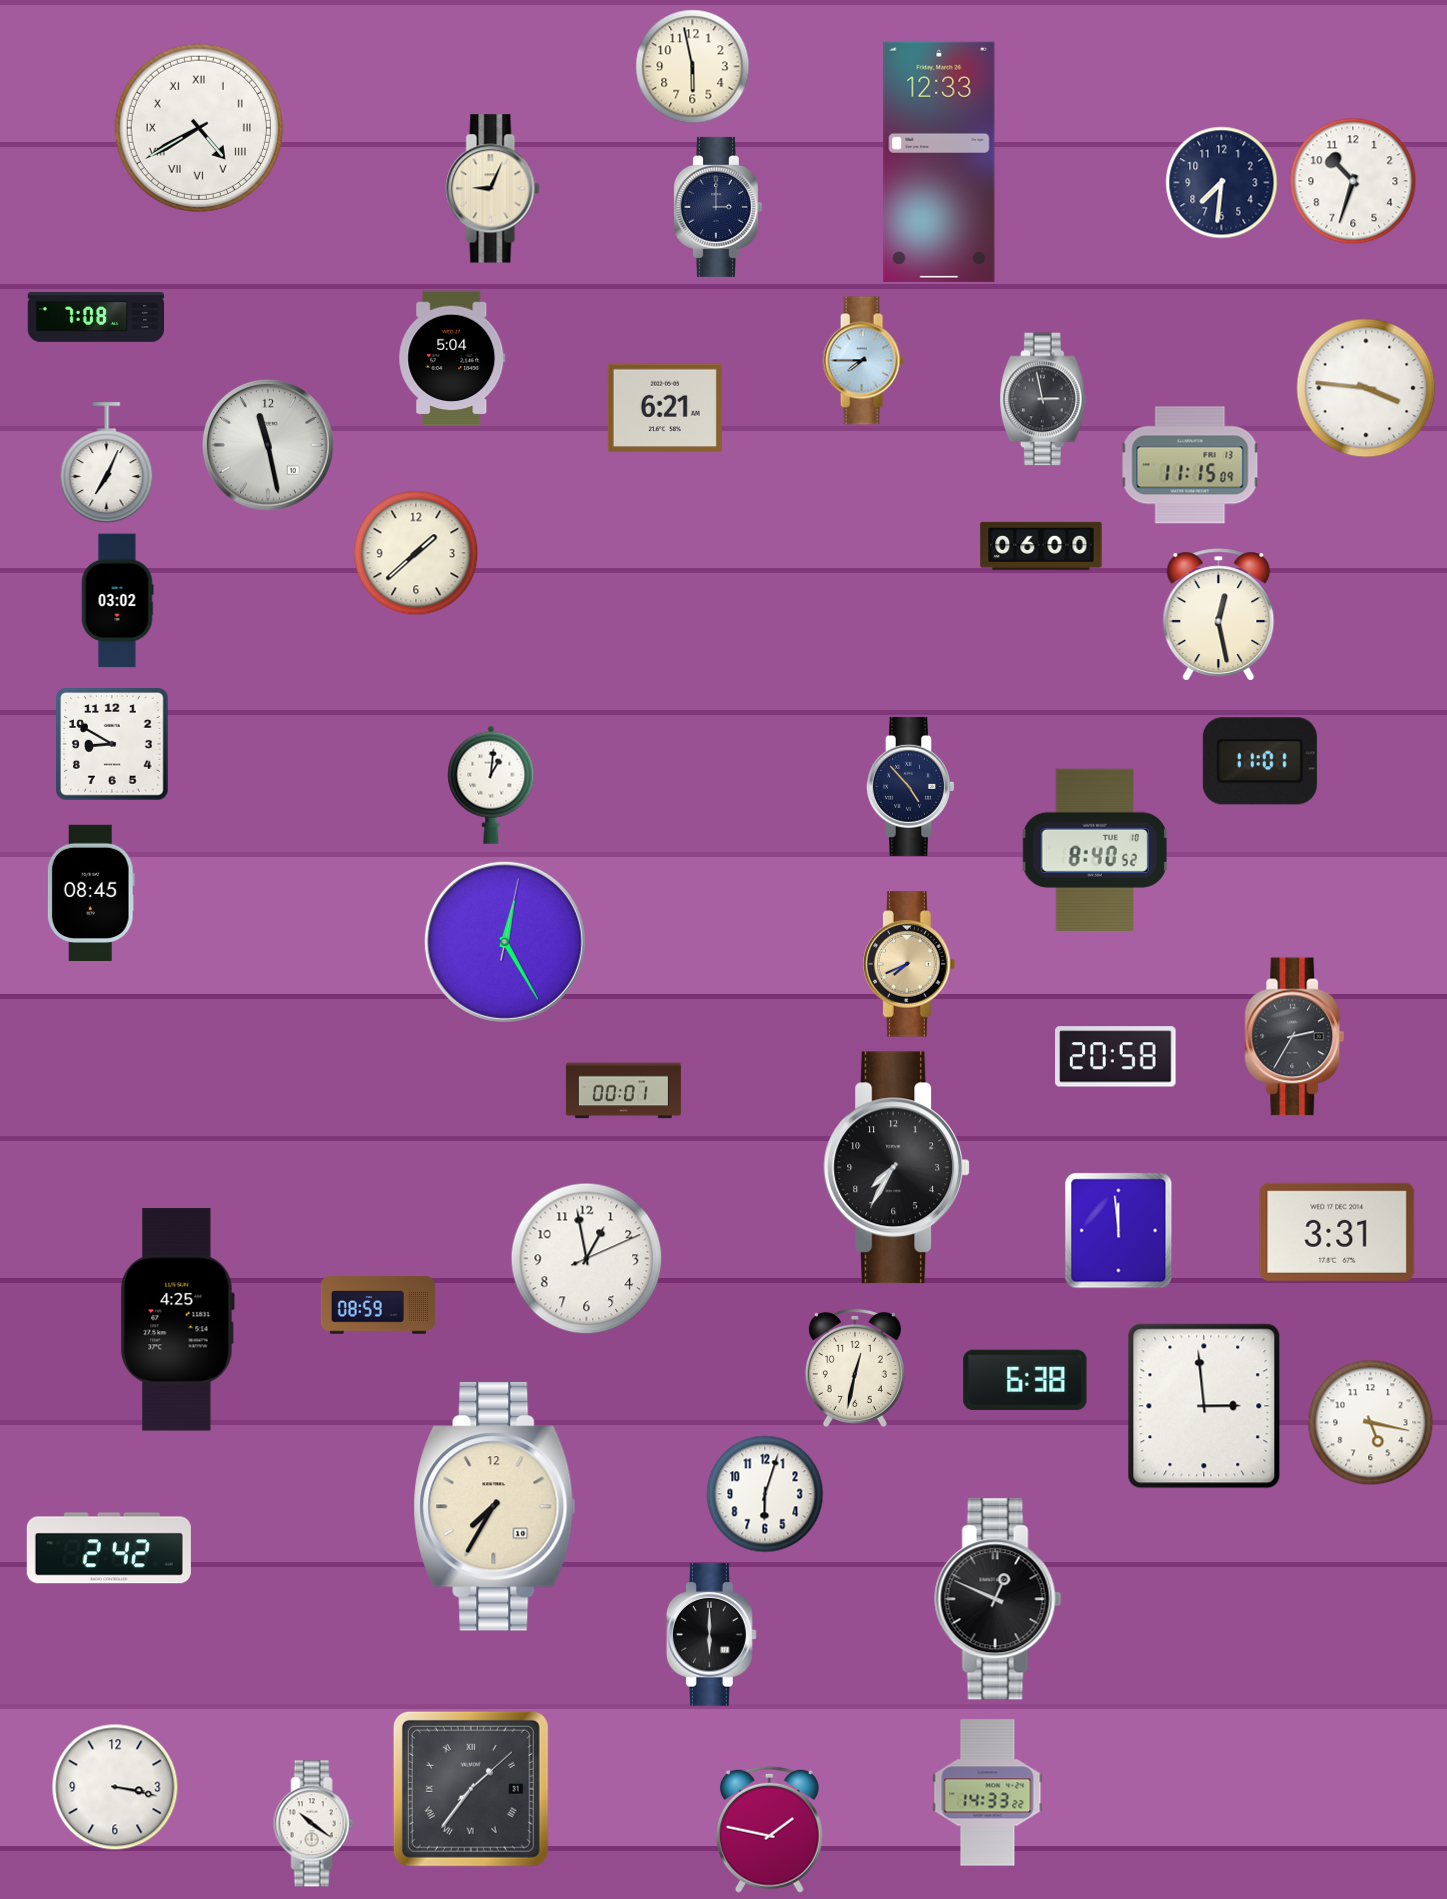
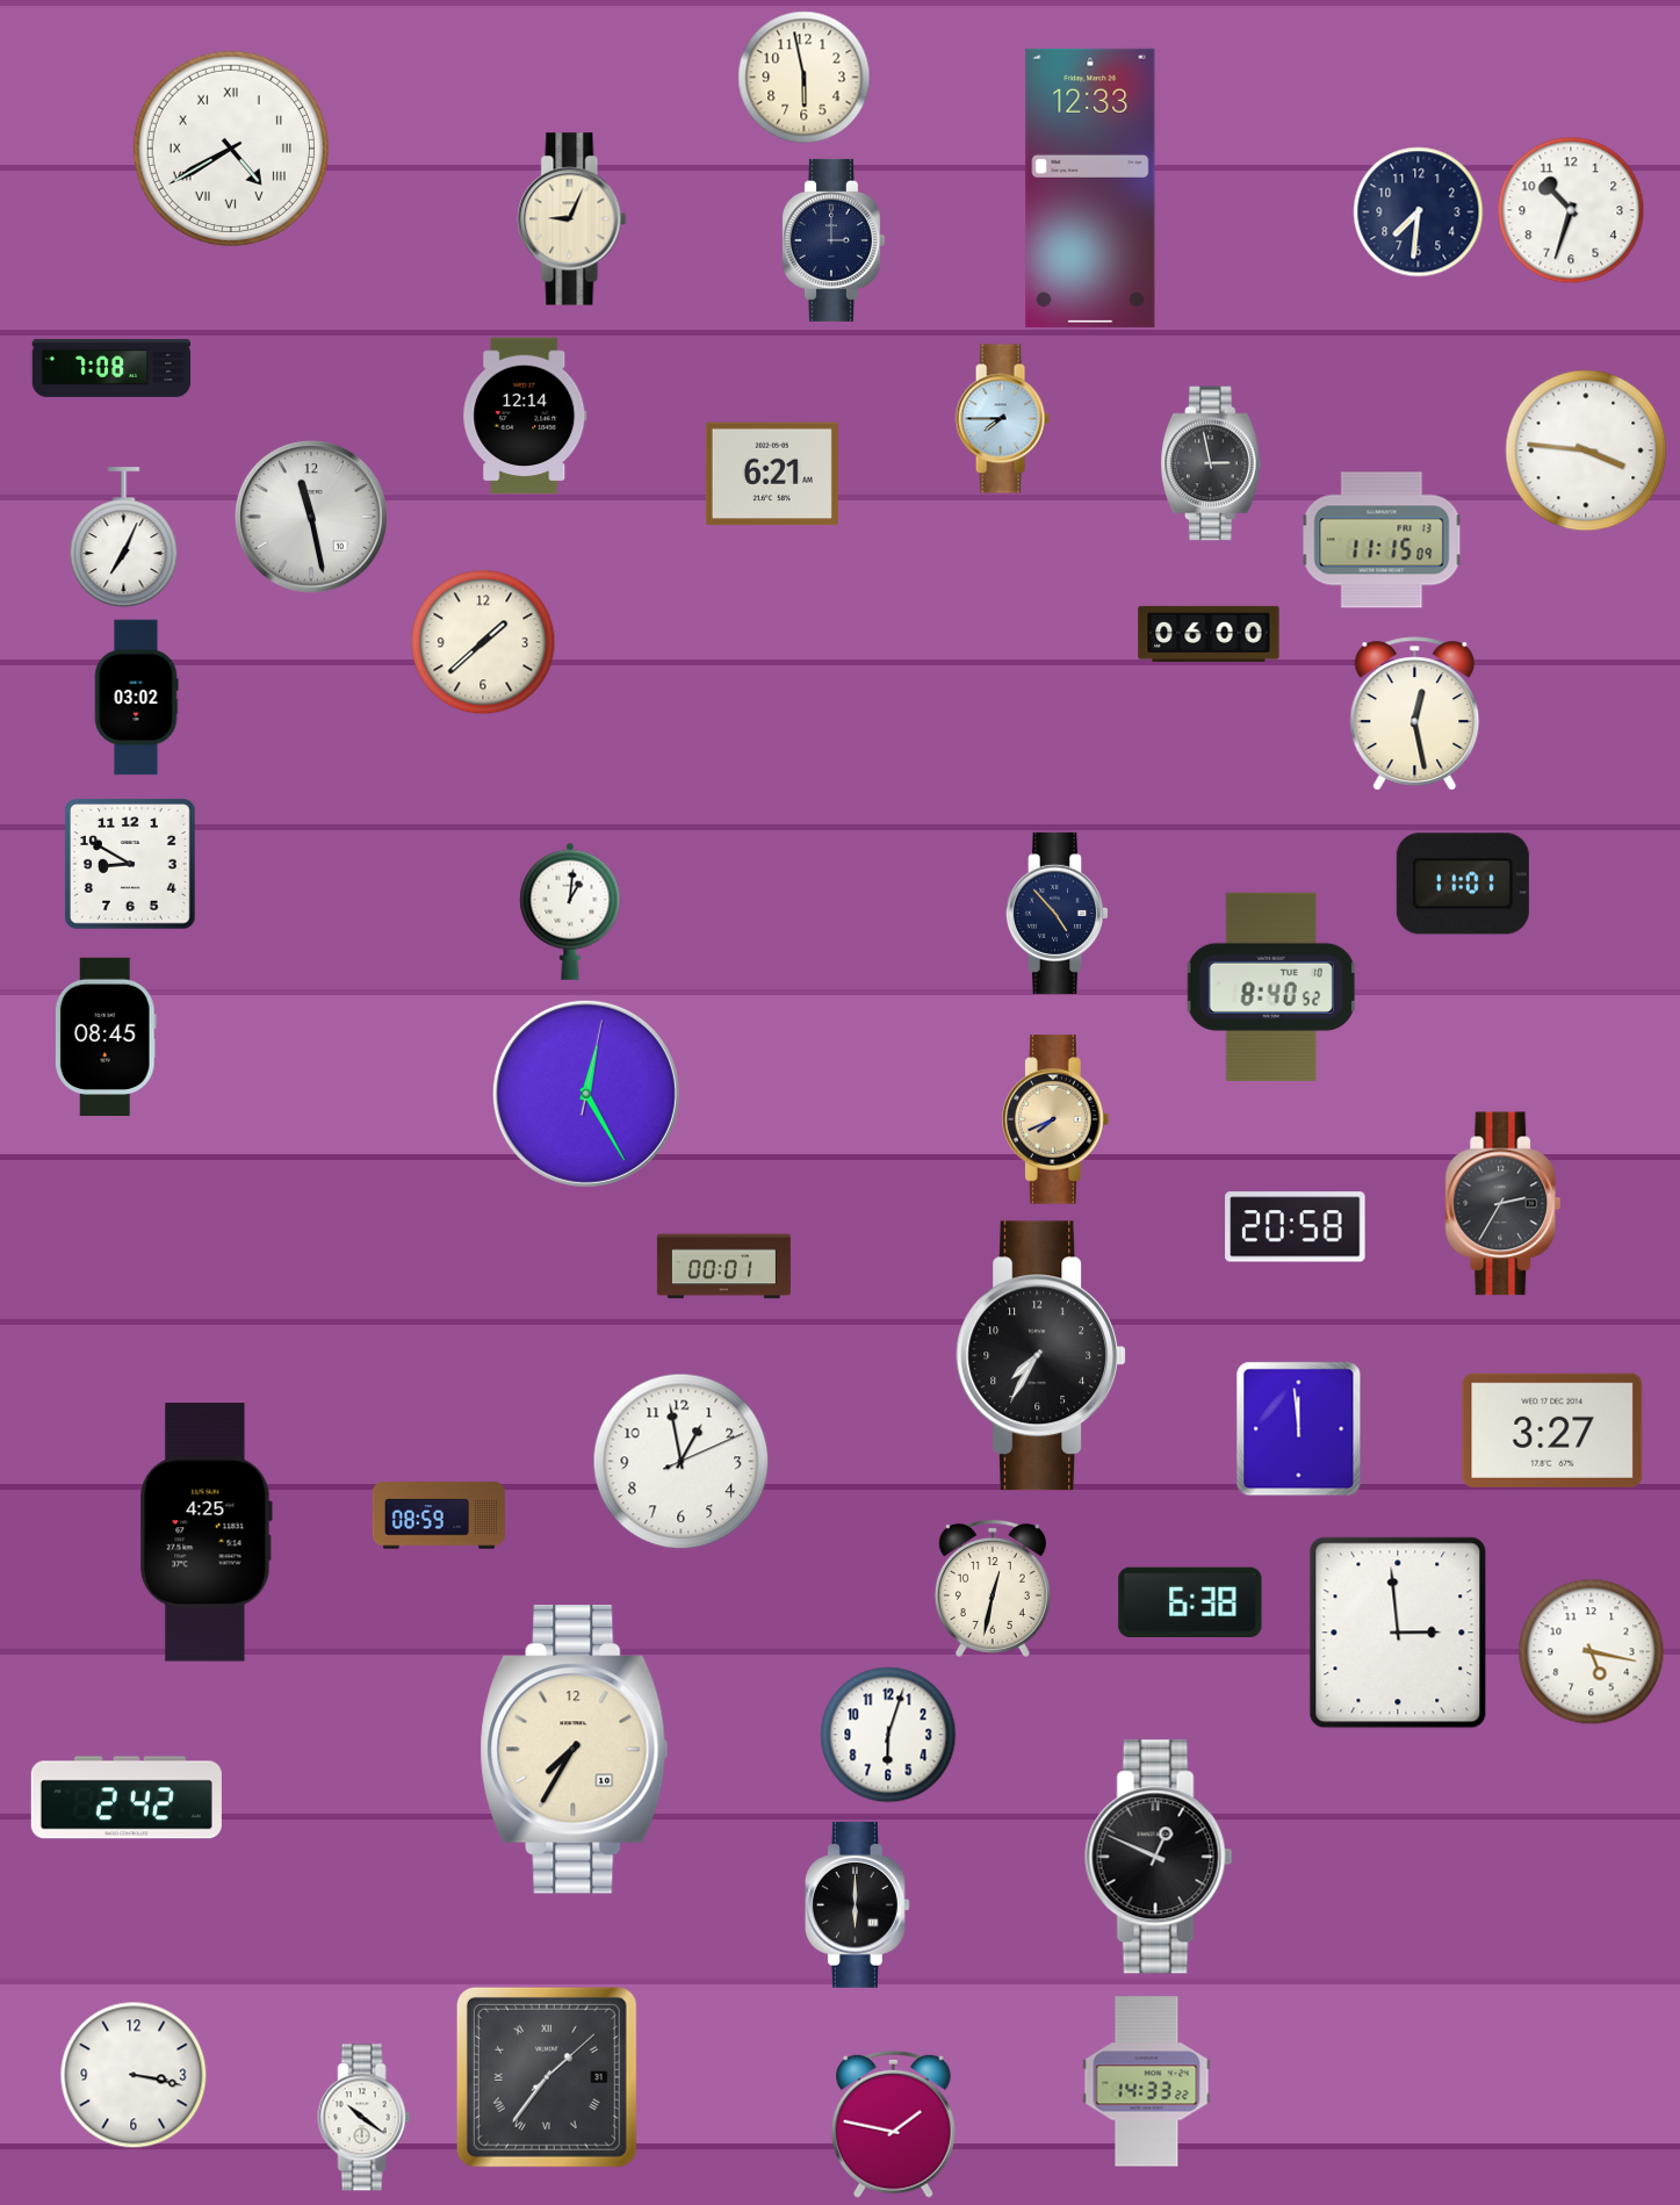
clock at (452, 358): 5:04 -> 12:14
clock at (1337, 1232): 3:31 -> 3:27
clock at (711, 1634) position: (711, 1634) -> (857, 1904)
